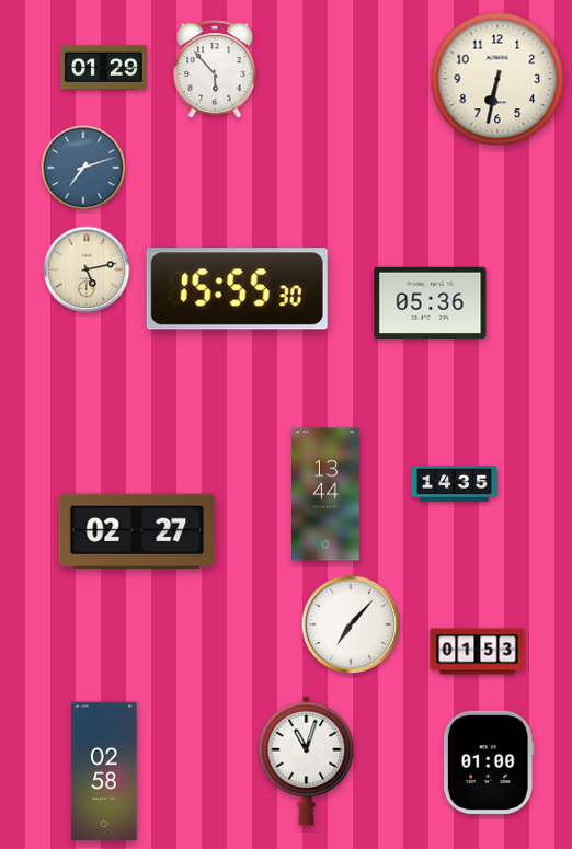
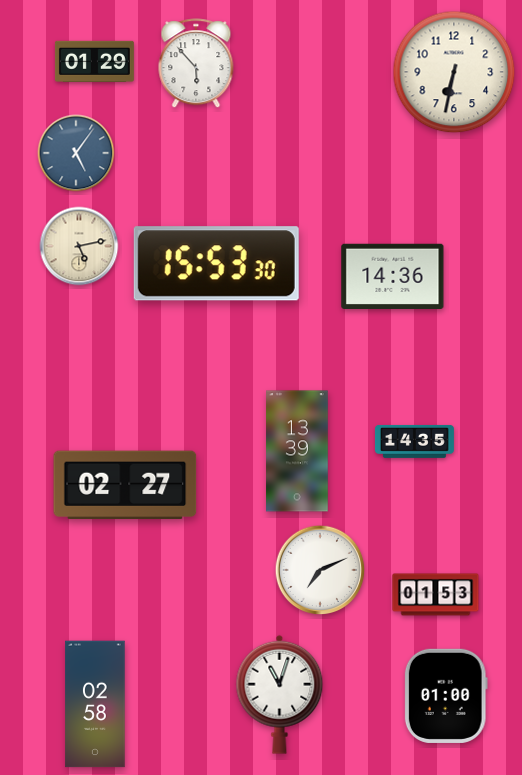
clock at (83, 168): 7:12 -> 5:06
clock at (237, 289): 15:55 -> 15:53
clock at (431, 302): 05:36 -> 14:36
clock at (325, 494): 13:44 -> 13:39
clock at (351, 624): 7:07 -> 7:11
